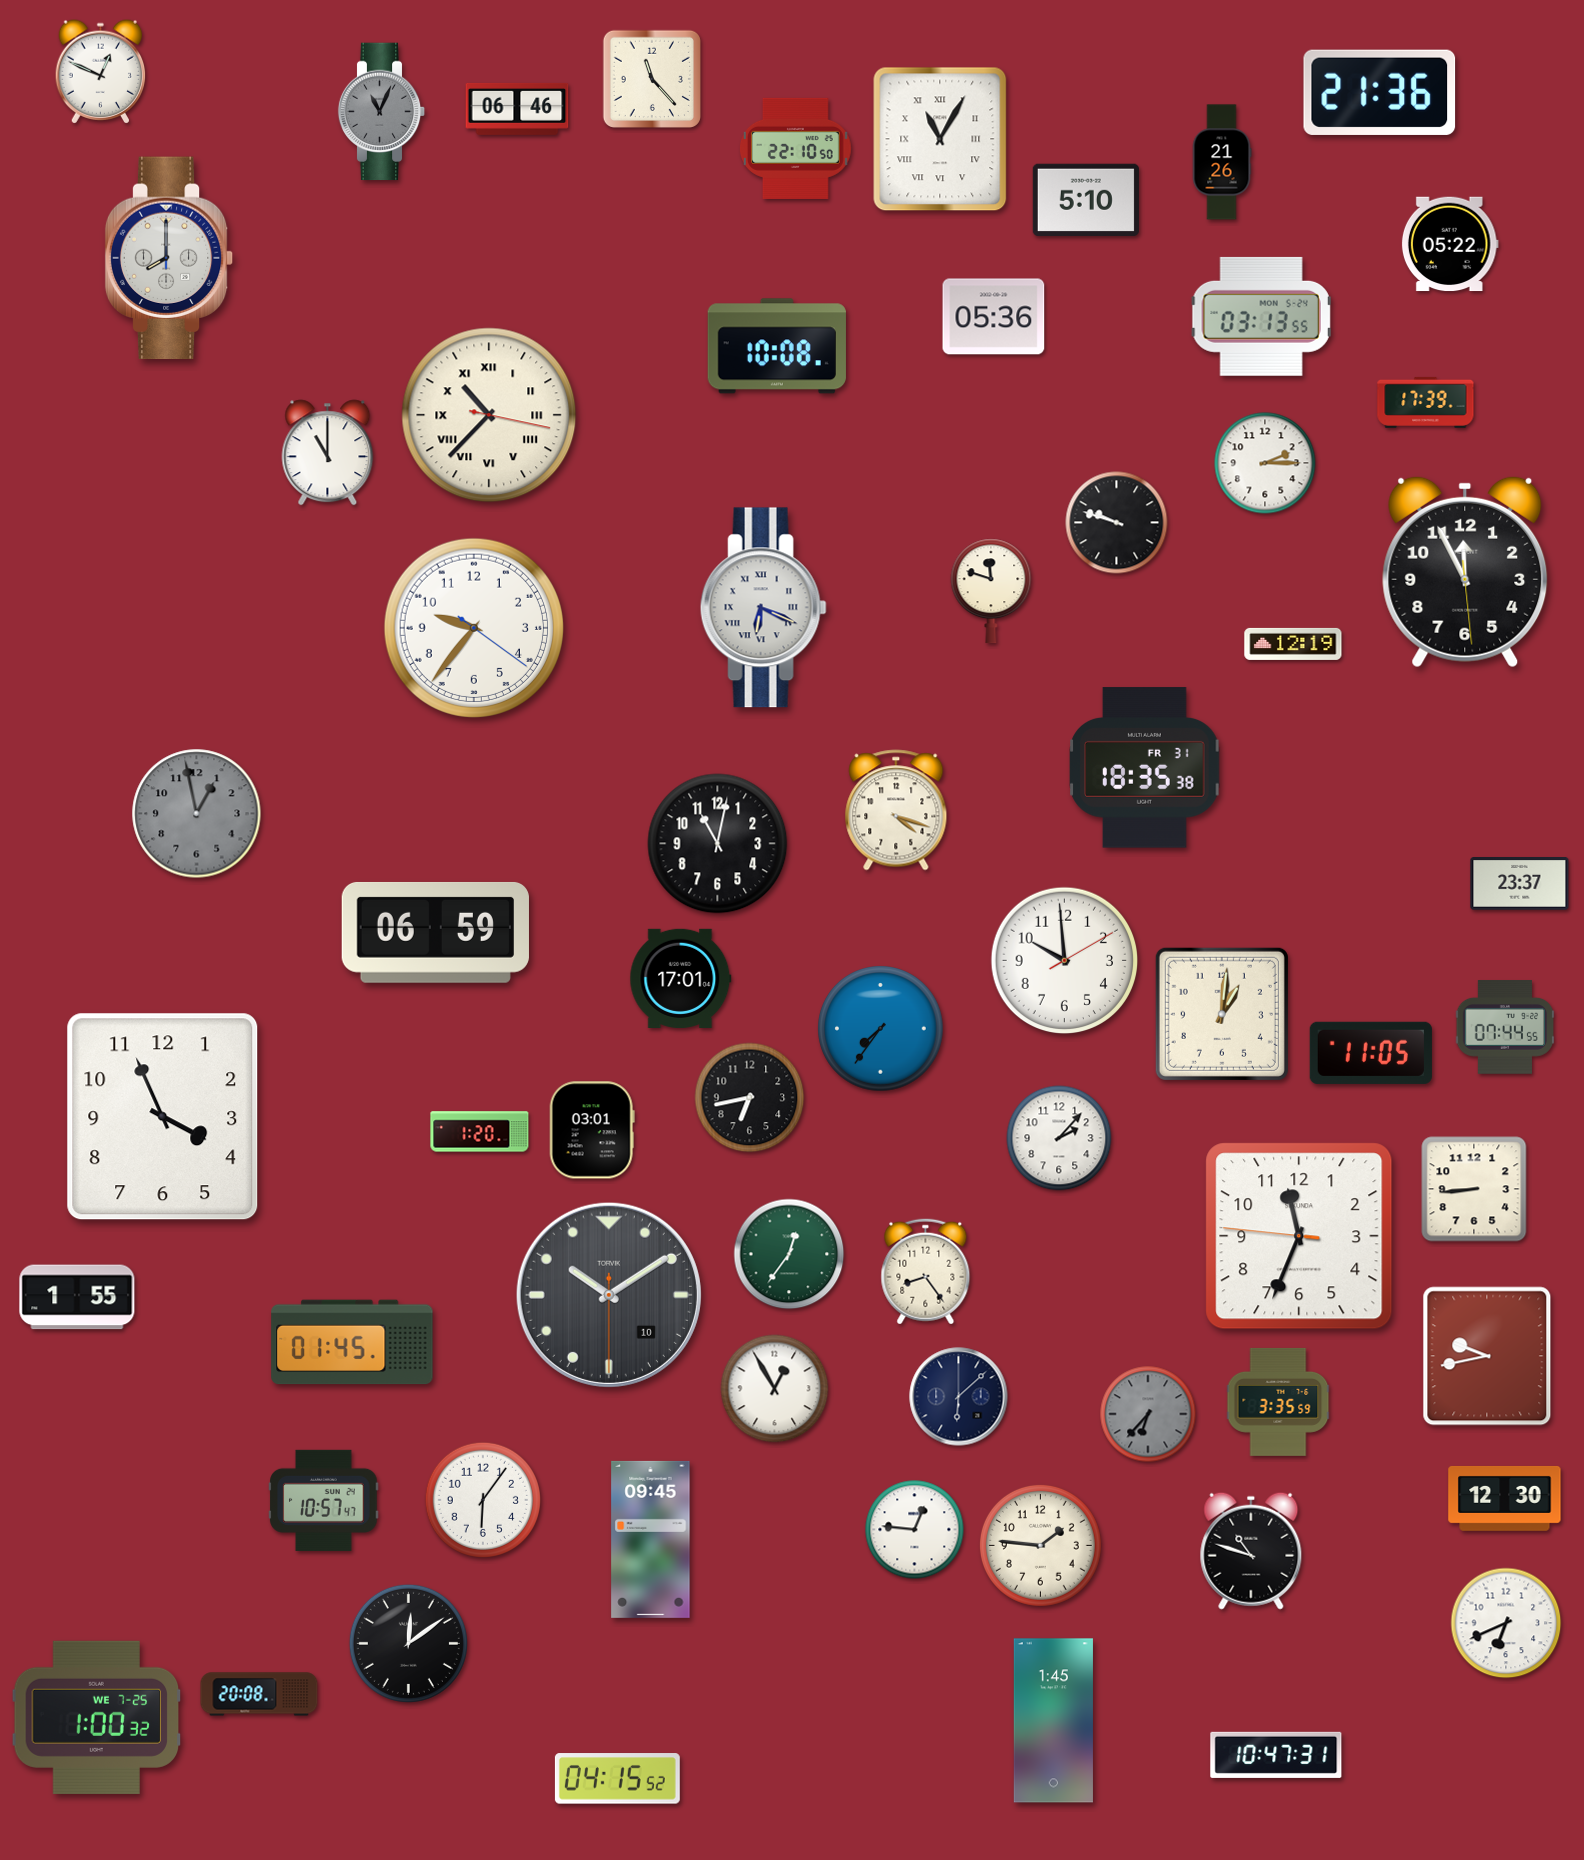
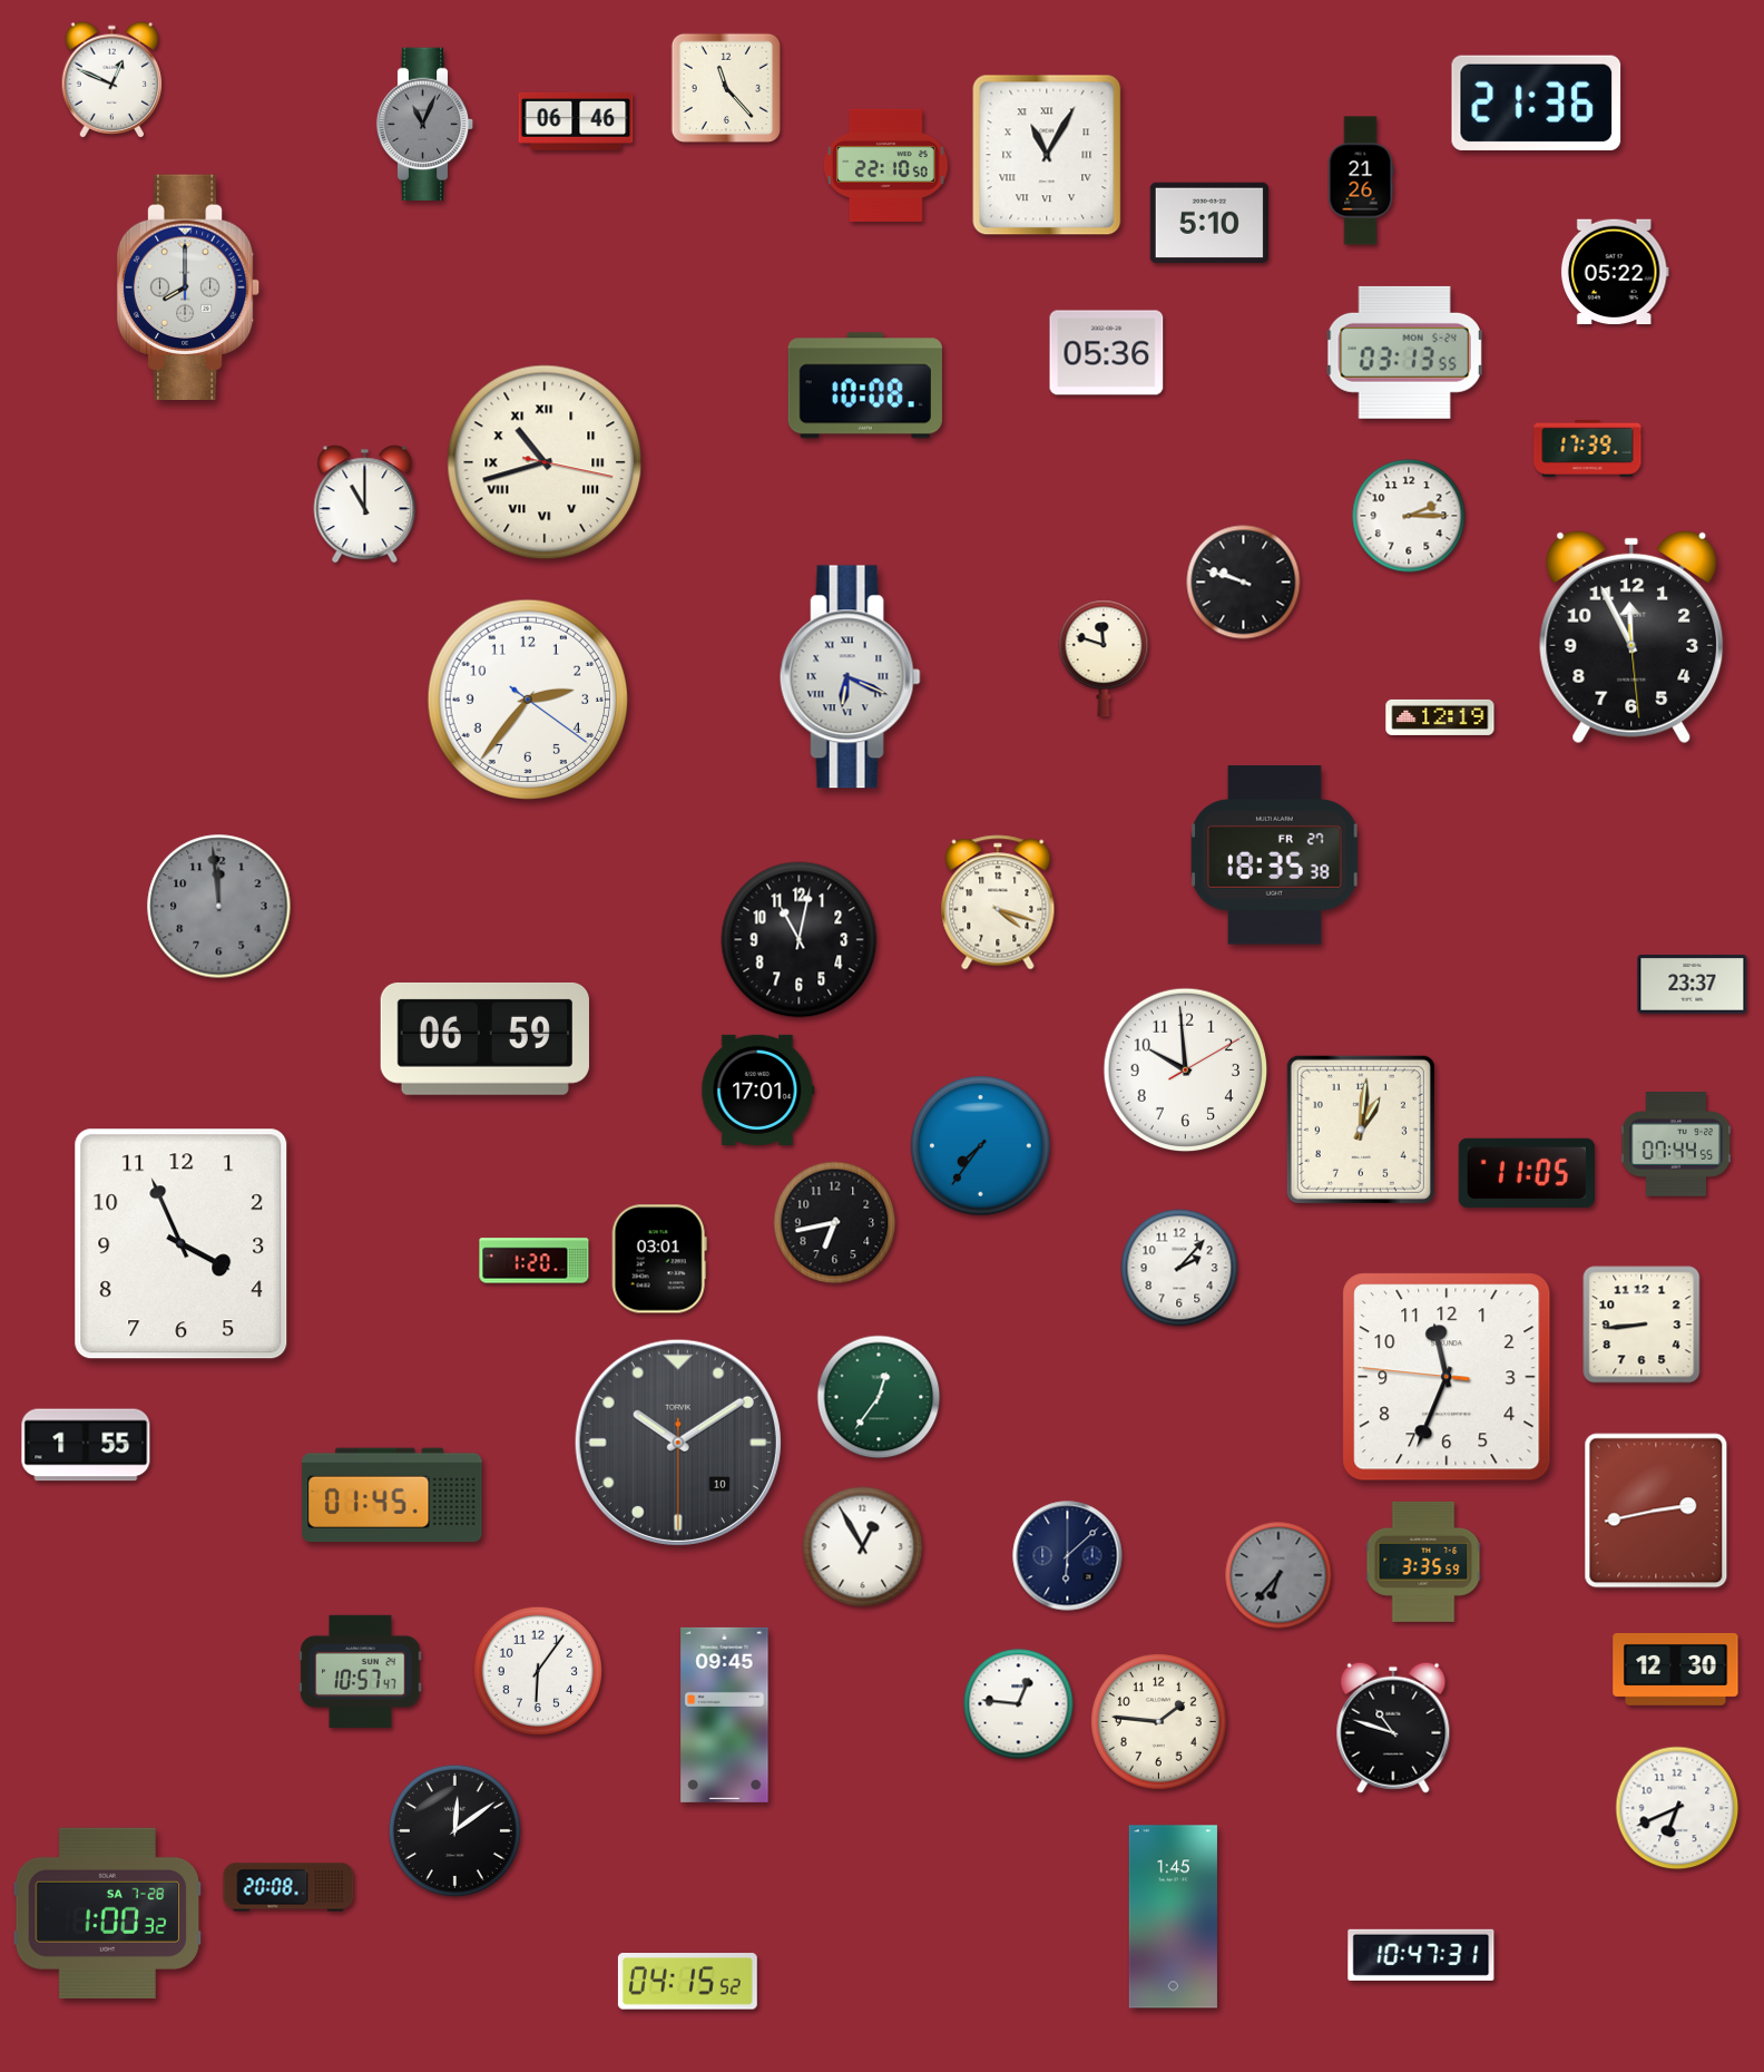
clock at (489, 415): 10:37 -> 10:42
clock at (474, 628): 9:36 -> 2:36
clock at (1145, 768) date: FR 31 -> FR 27
clock at (197, 814): 12:58 -> 11:59
clock at (926, 1272): 8:24 -> none
clock at (1487, 1356): 9:43 -> 2:43
clock at (97, 1717) date: WE 7-25 -> SA 7-28
